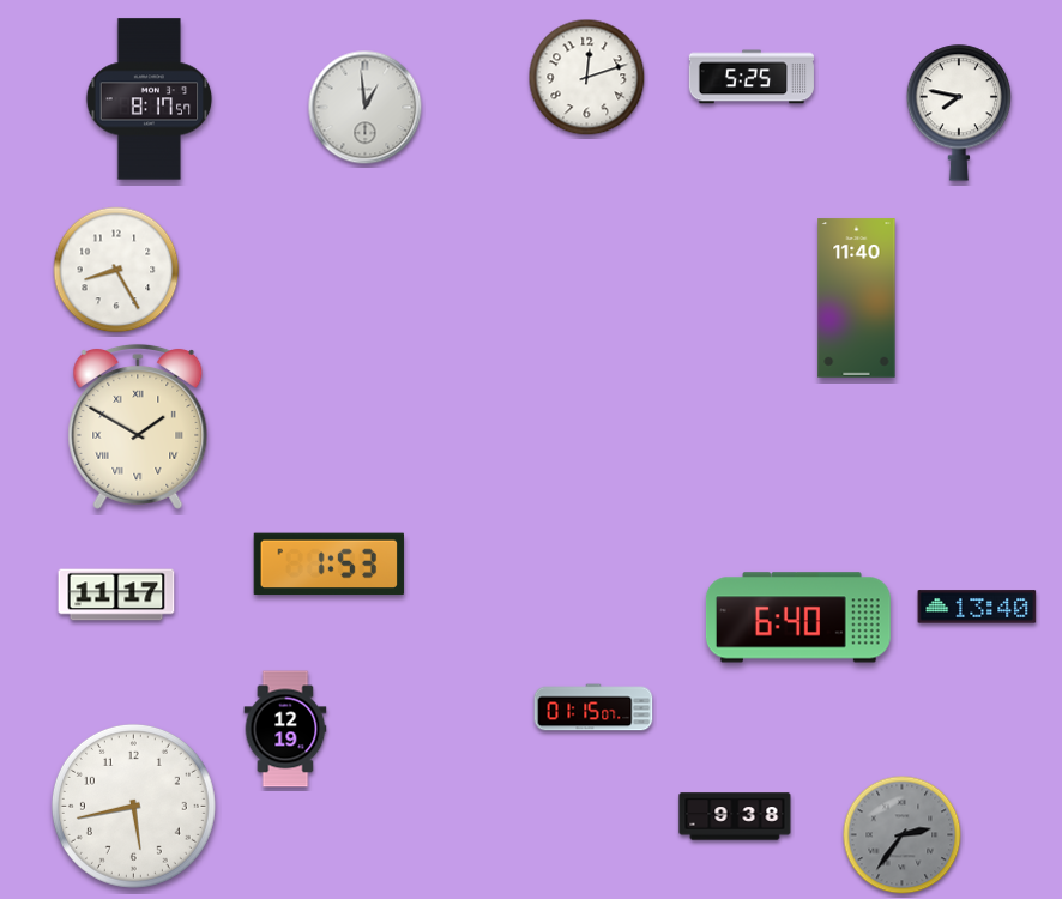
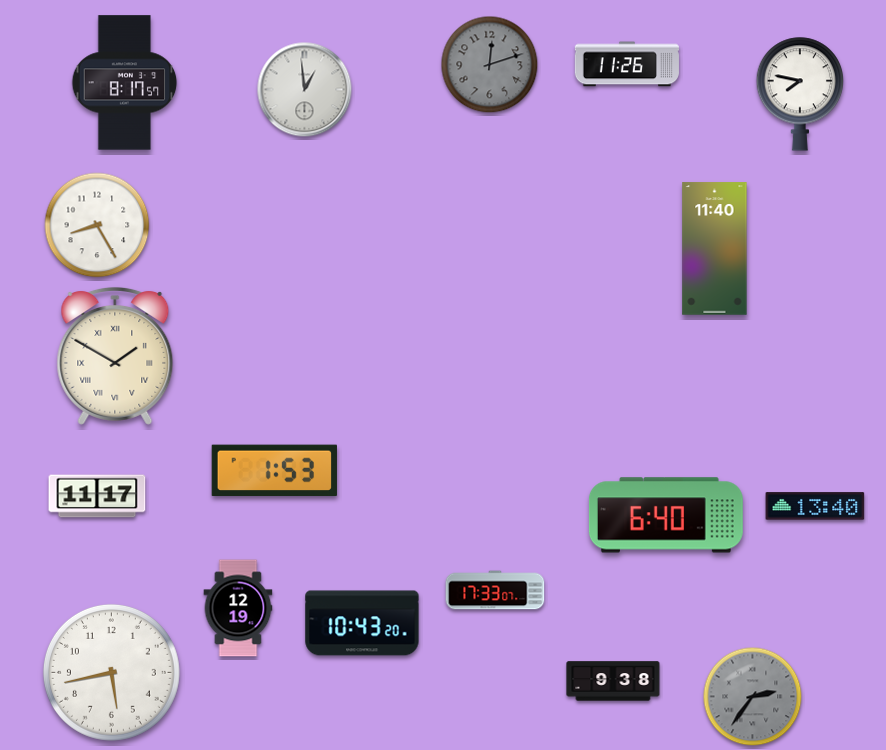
clock at (752, 77): 5:25 -> 11:26
clock at (587, 78) dial: white -> grey
clock at (593, 707): 01:15 -> 17:33
clock at (362, 623): none -> 10:43
